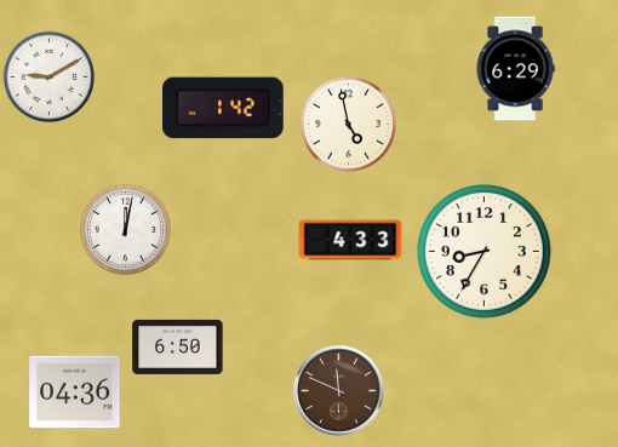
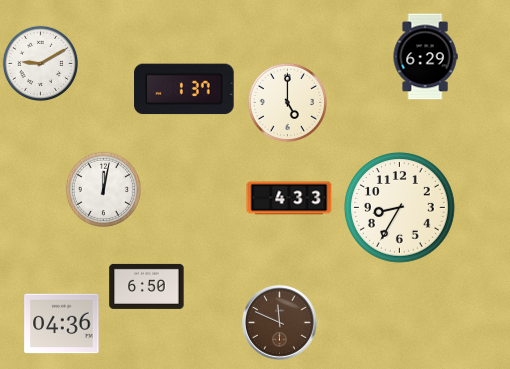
clock at (223, 108): 1:42 -> 1:37
clock at (348, 124): 4:58 -> 5:00
